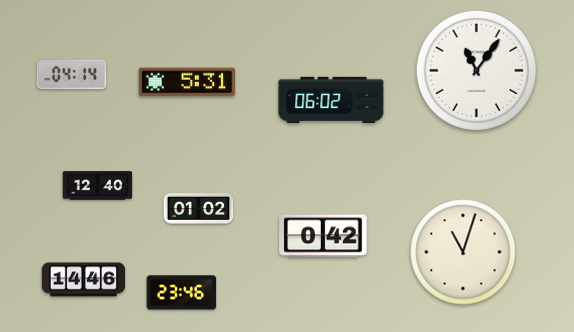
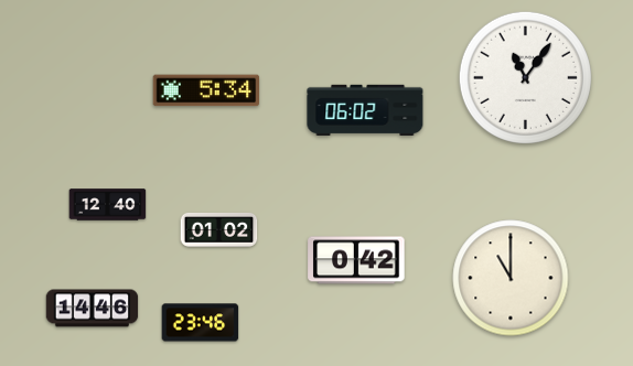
clock at (72, 75): 04:14 -> none
clock at (187, 82): 5:31 -> 5:34
clock at (463, 252): 11:03 -> 11:00
